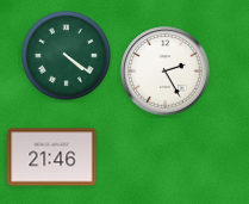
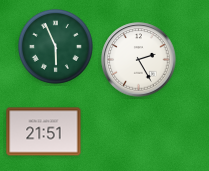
clock at (66, 55): 4:21 -> 5:56
clock at (52, 157): 21:46 -> 21:51
